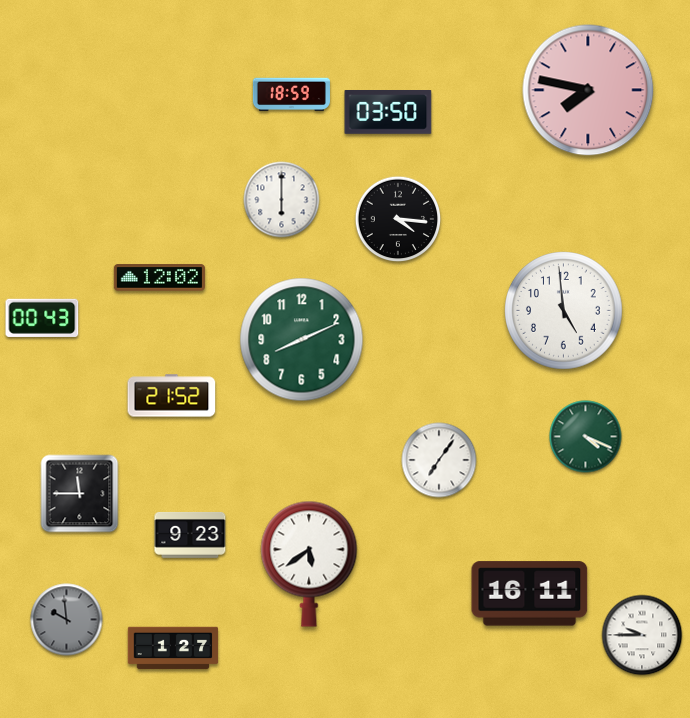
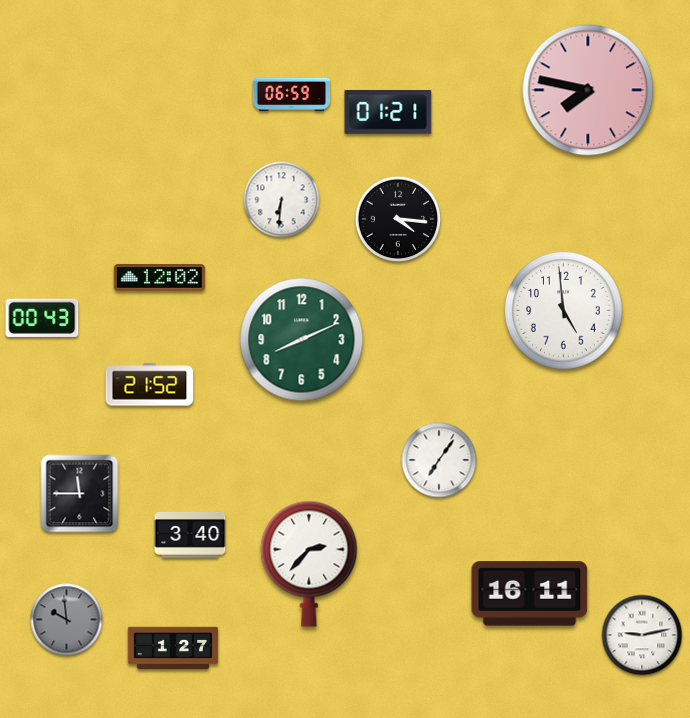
clock at (291, 95): 18:59 -> 06:59
clock at (388, 113): 03:50 -> 01:21
clock at (282, 200): 6:00 -> 6:31
clock at (172, 396) position: (172, 396) -> (150, 385)
clock at (586, 437): 4:19 -> none
clock at (190, 535): 9:23 -> 3:40
clock at (309, 564): 5:39 -> 2:37
clock at (642, 635): 9:45 -> 9:13
